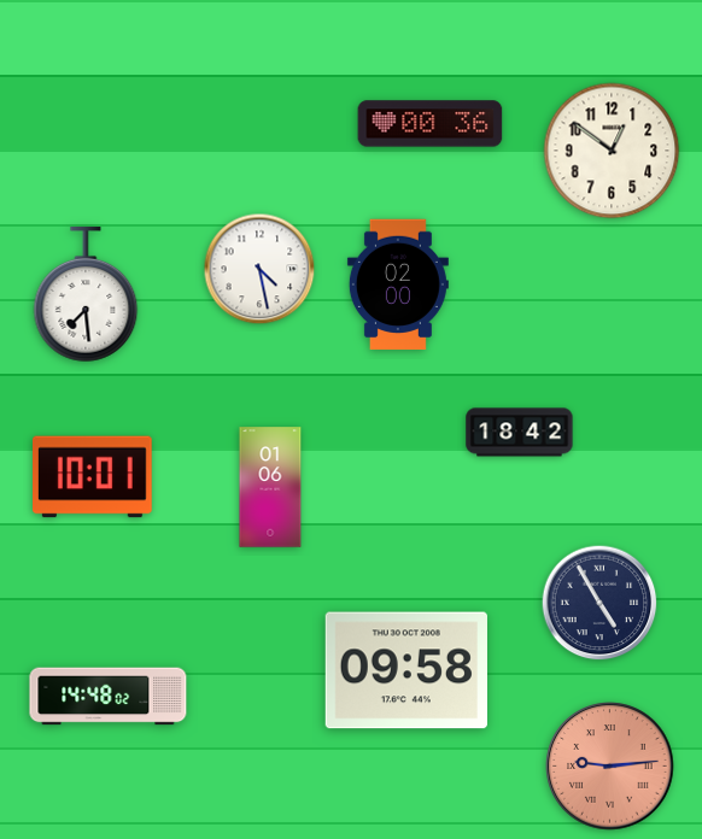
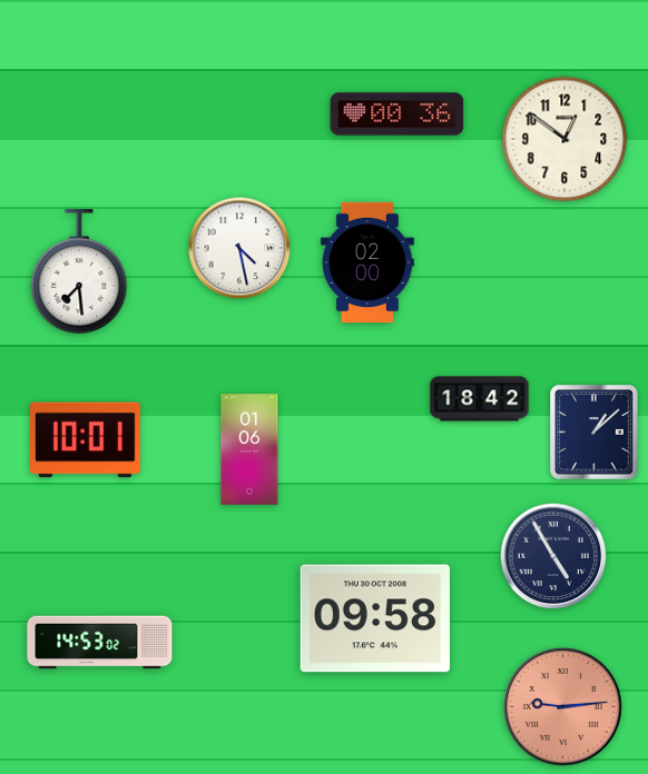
clock at (595, 433): none -> 1:08
clock at (109, 697): 14:48 -> 14:53
